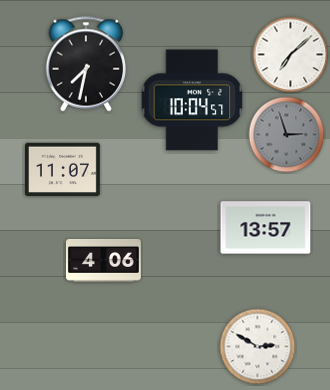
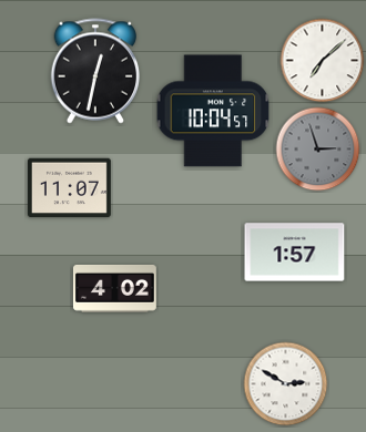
clock at (85, 64): 7:32 -> 12:32
clock at (266, 228): 13:57 -> 1:57
clock at (103, 260): 4:06 -> 4:02
